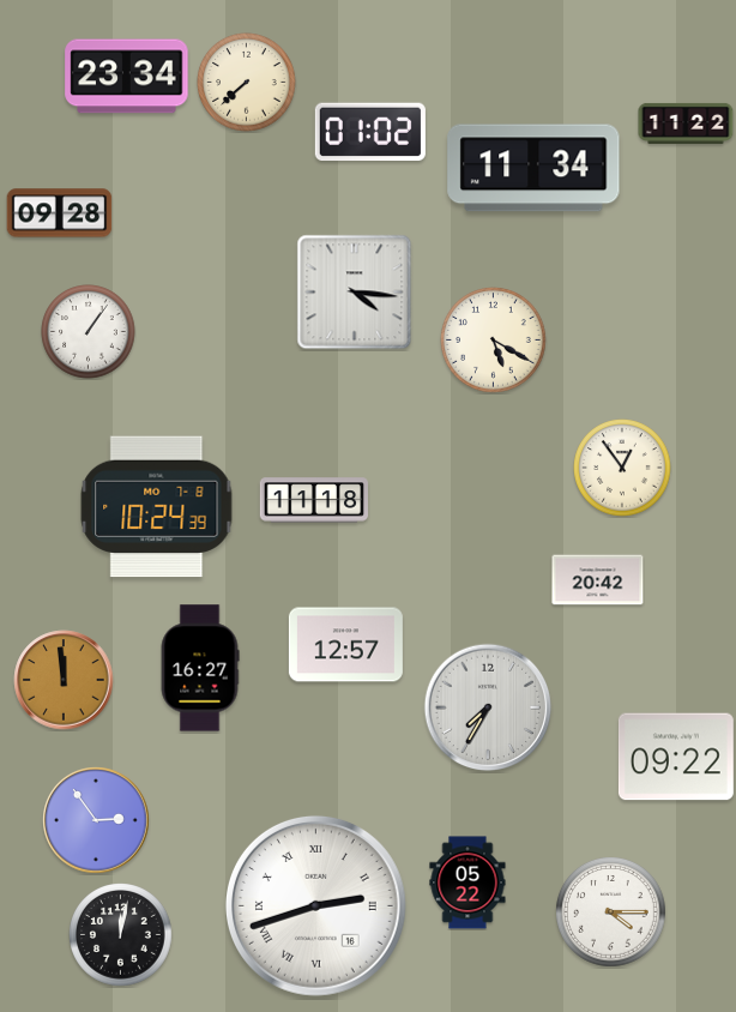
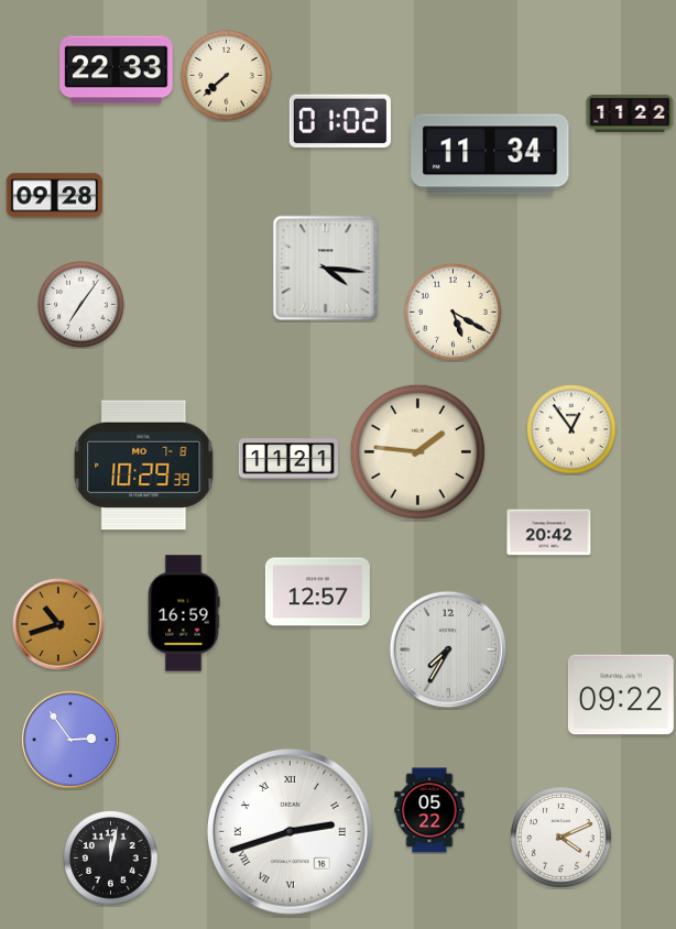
clock at (127, 77): 23:34 -> 22:33
clock at (89, 332): 1:06 -> 7:06
clock at (417, 451): none -> 1:46
clock at (313, 500): 11:18 -> 11:21
clock at (157, 507): 10:24 -> 10:29
clock at (200, 668): 16:27 -> 16:59
clock at (64, 680): 11:59 -> 10:42
clock at (97, 821) position: (97, 821) -> (72, 741)
clock at (611, 912): 4:15 -> 4:11
